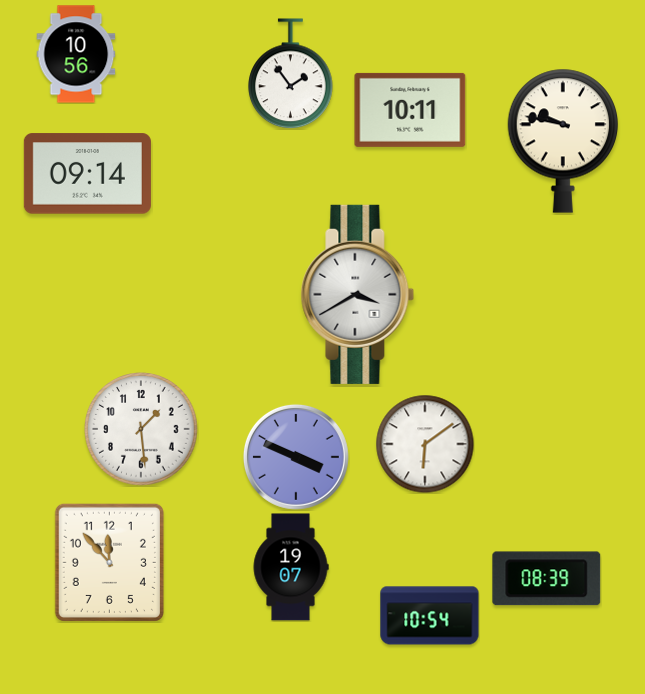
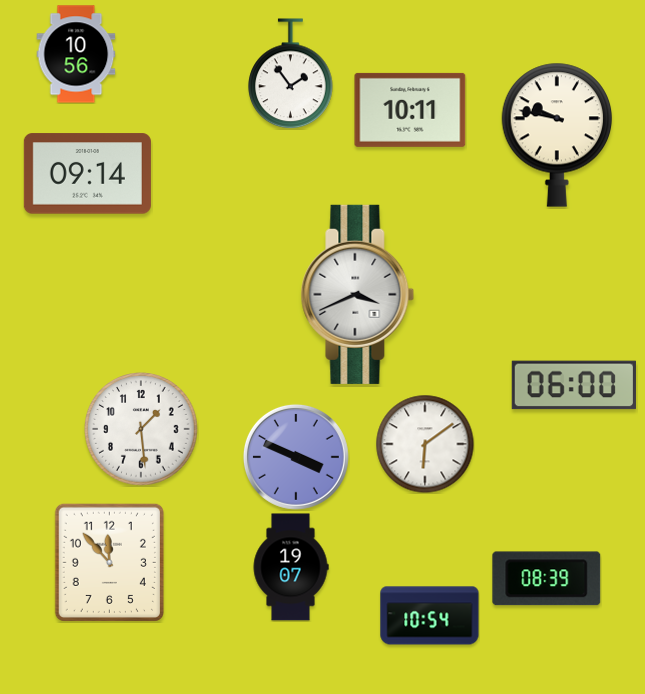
clock at (562, 141) position: (562, 141) -> (556, 135)
clock at (358, 294): 3:40 -> 3:41
clock at (574, 385): none -> 06:00
